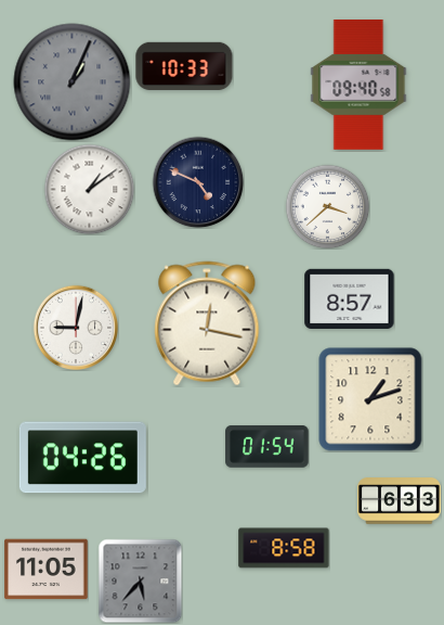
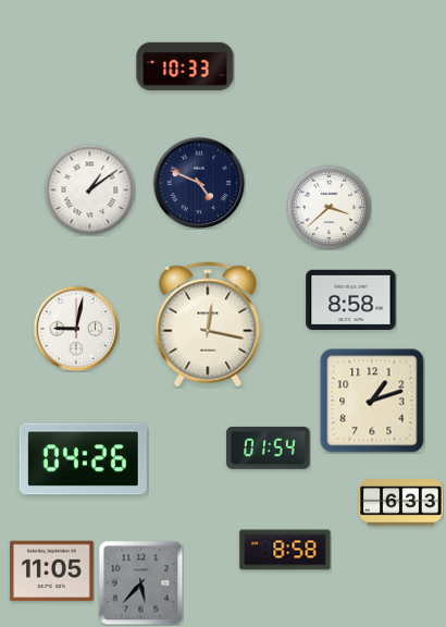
clock at (73, 82): 1:04 -> none
clock at (358, 85): 09:40 -> none
clock at (350, 298): 8:57 -> 8:58
clock at (47, 570) position: (47, 570) -> (52, 571)
